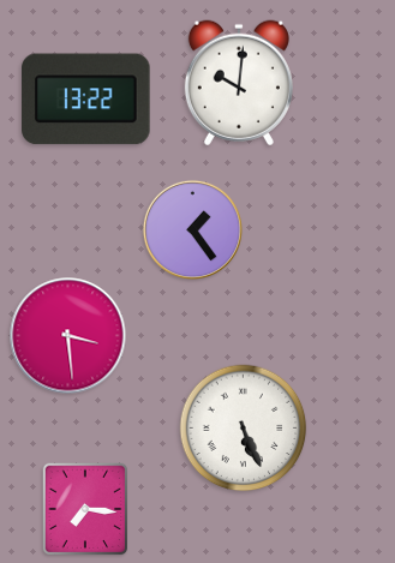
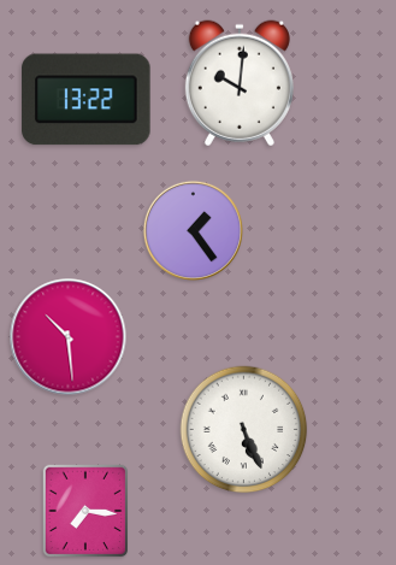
clock at (68, 336): 3:29 -> 10:29
